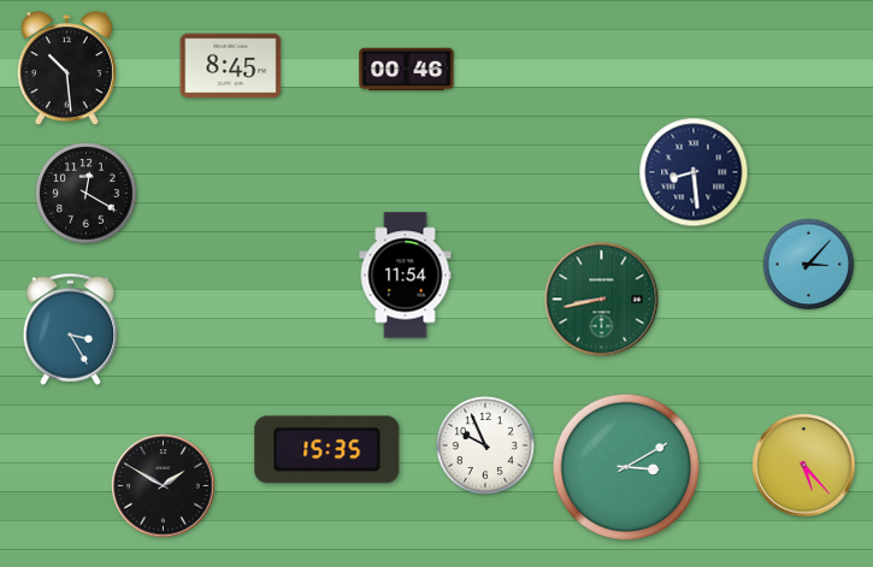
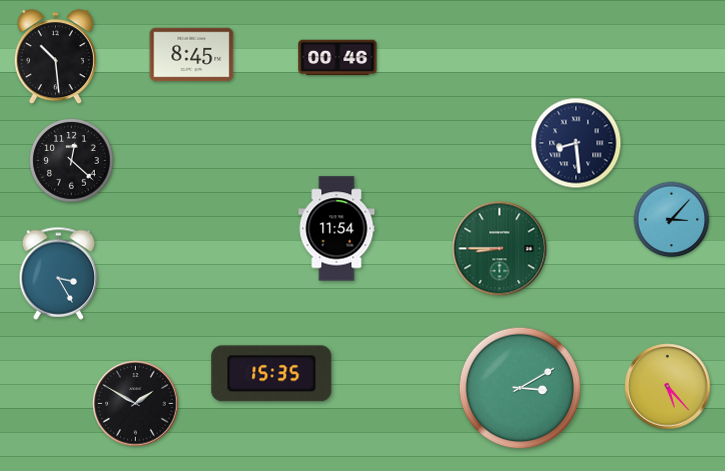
clock at (87, 194): 12:20 -> 12:22
clock at (602, 300): 8:43 -> 8:45
clock at (485, 445): 9:56 -> none
